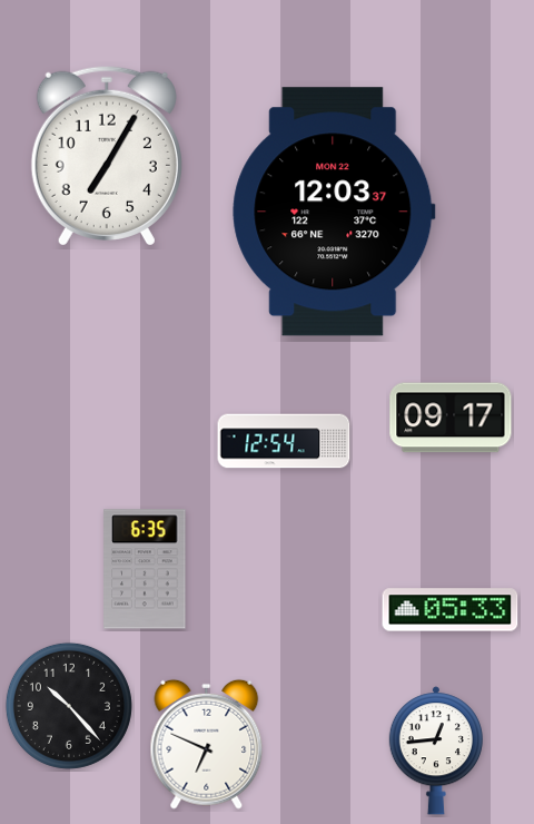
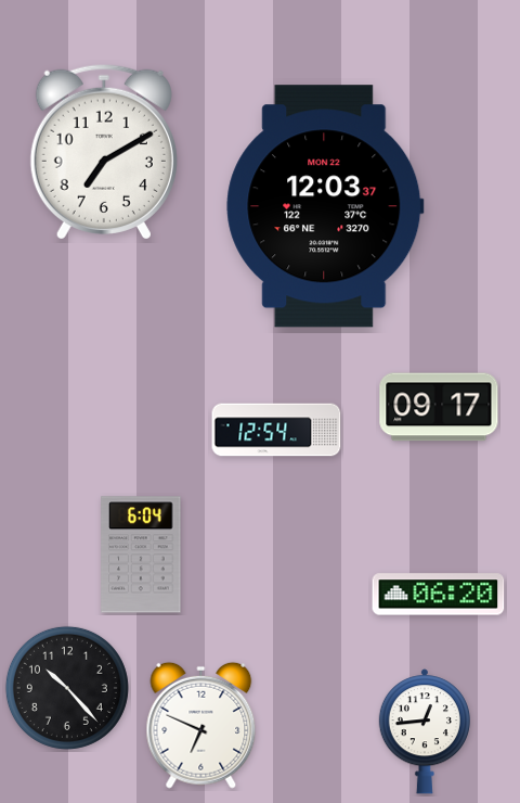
clock at (107, 156): 7:05 -> 7:10
clock at (145, 569): 6:35 -> 6:04
clock at (451, 610): 05:33 -> 06:20
